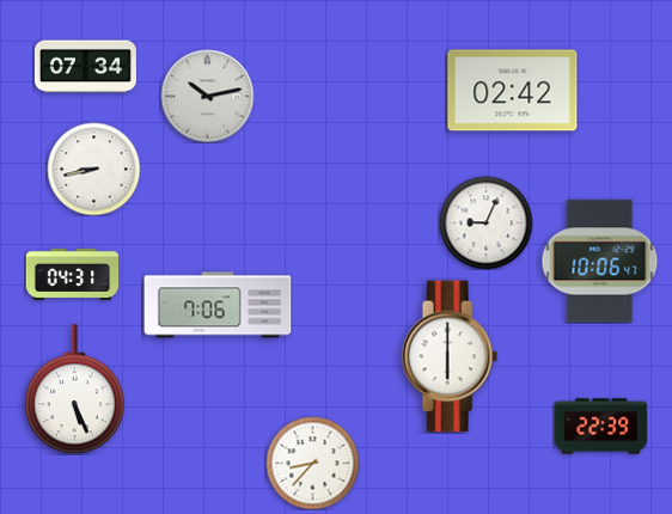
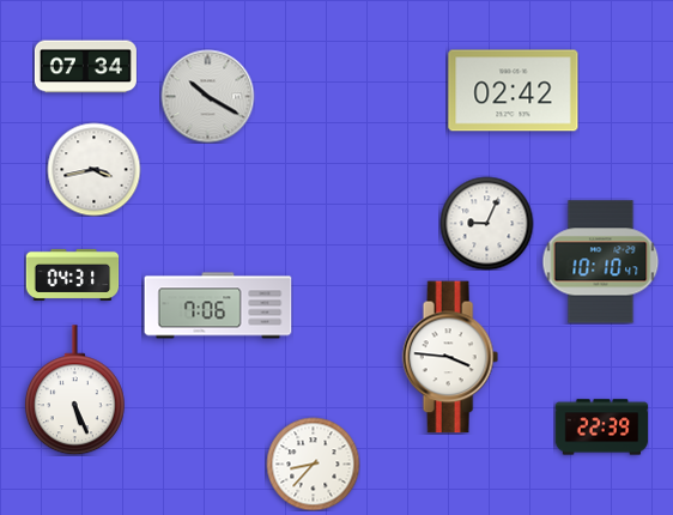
clock at (207, 96): 10:13 -> 10:20
clock at (93, 169): 8:43 -> 3:43
clock at (600, 262): 10:06 -> 10:10
clock at (450, 356): 6:00 -> 3:46
